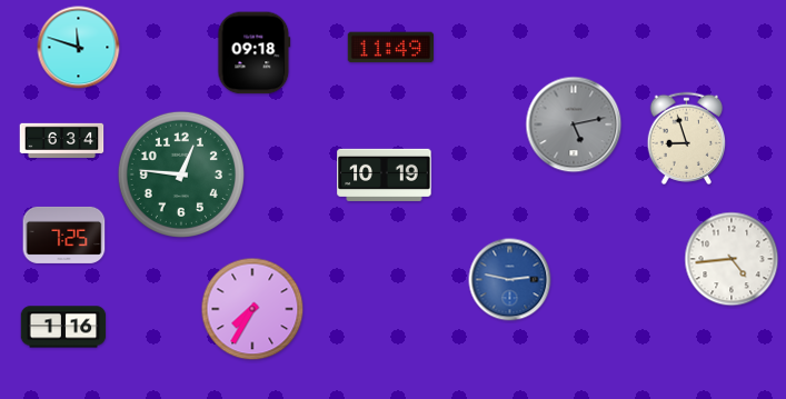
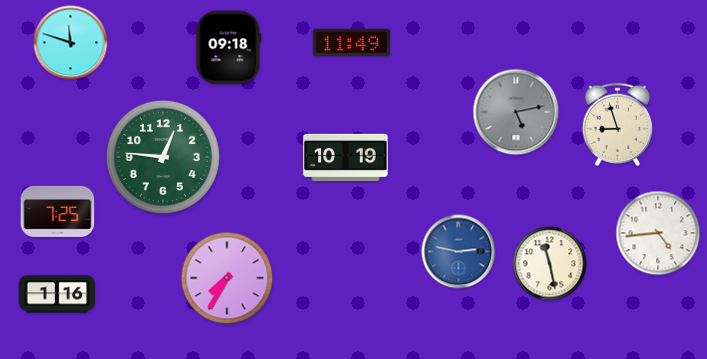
clock at (62, 140): 6:34 -> none
clock at (550, 264): none -> 11:28
